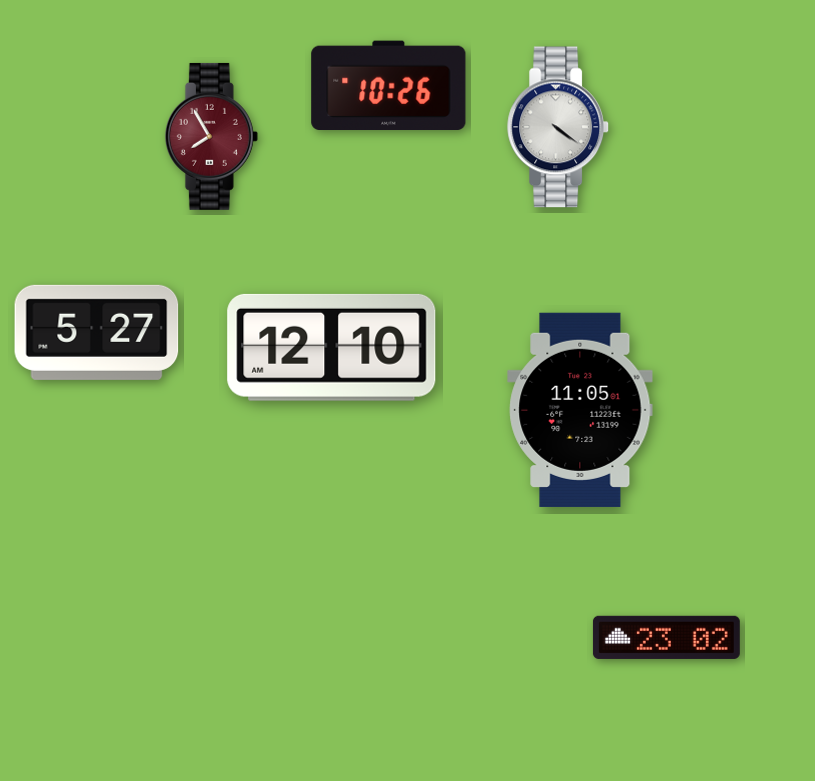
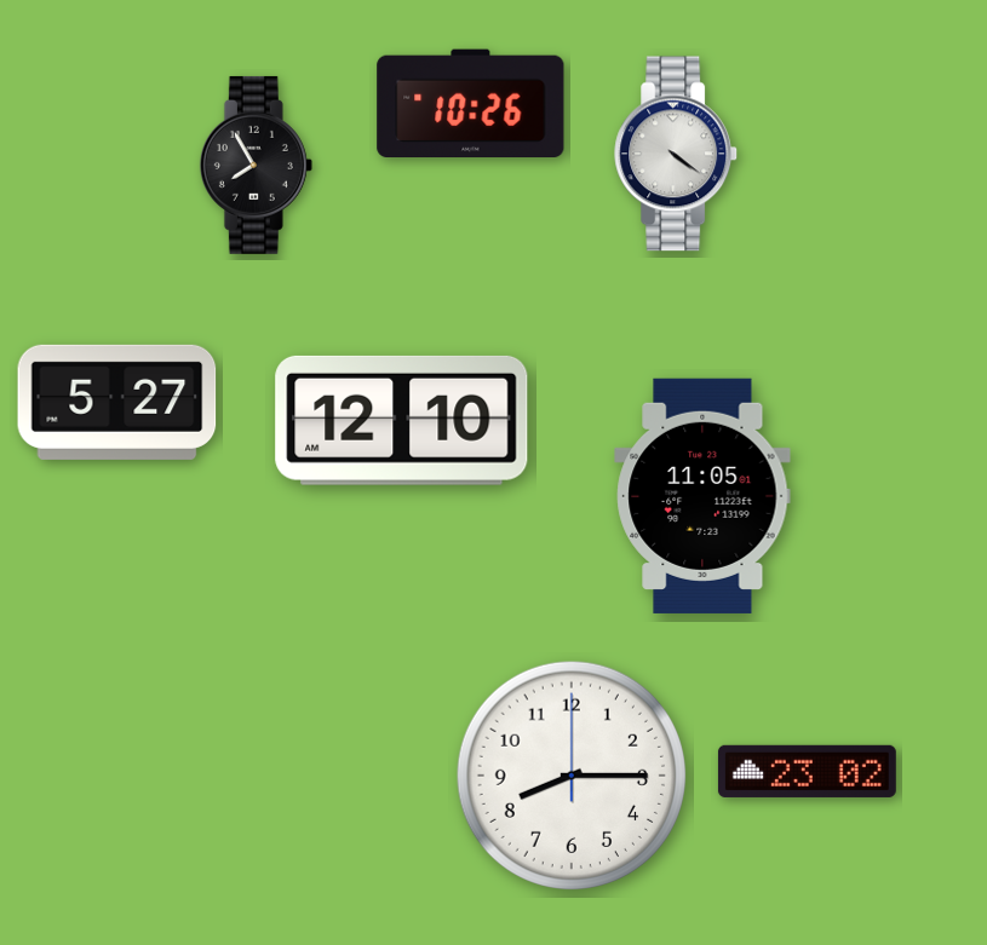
clock at (211, 136) dial: burgundy -> black
clock at (570, 774): none -> 8:15
